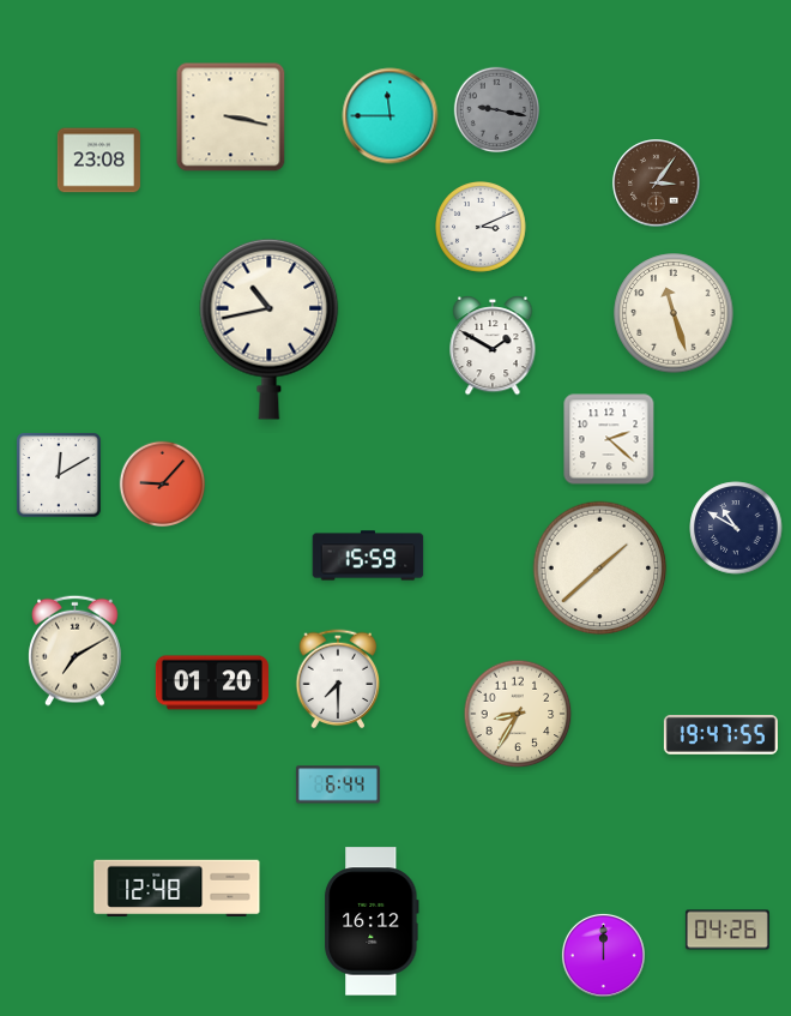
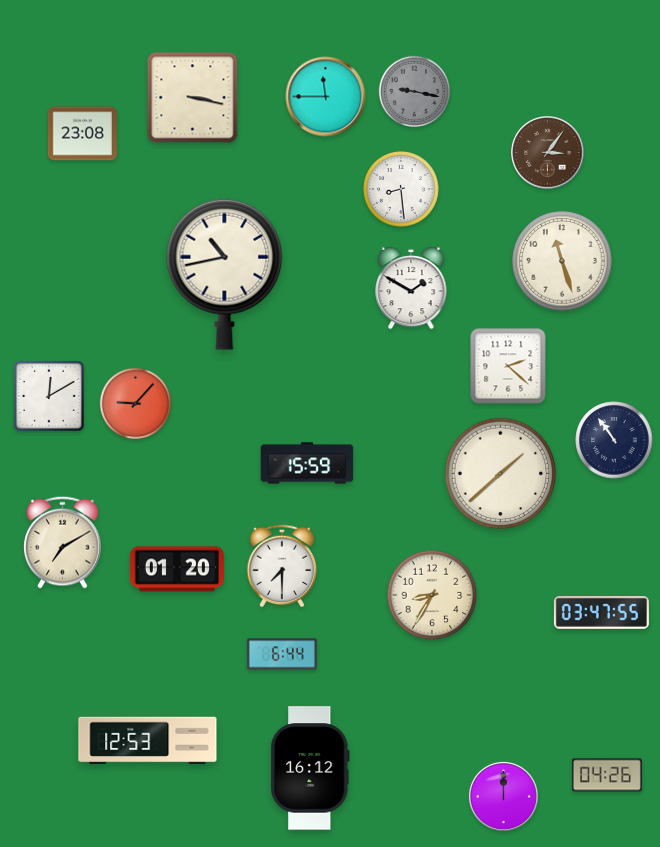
clock at (482, 228): 3:11 -> 8:29
clock at (736, 528): 10:50 -> 10:54
clock at (720, 735): 19:47 -> 03:47
clock at (177, 889): 12:48 -> 12:53
